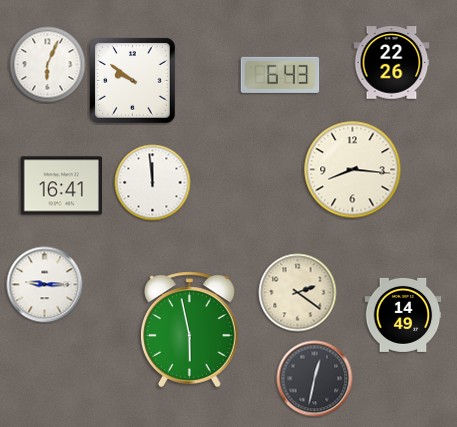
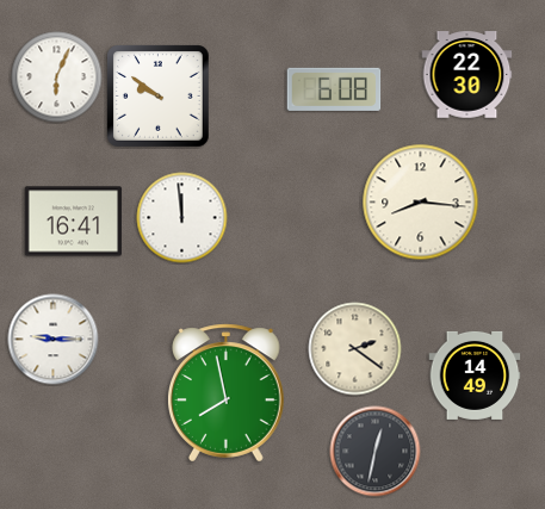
clock at (392, 63): 22:26 -> 22:30
clock at (280, 75): 6:43 -> 6:08
clock at (403, 315) position: (403, 315) -> (475, 375)
clock at (189, 330): 5:58 -> 7:58
